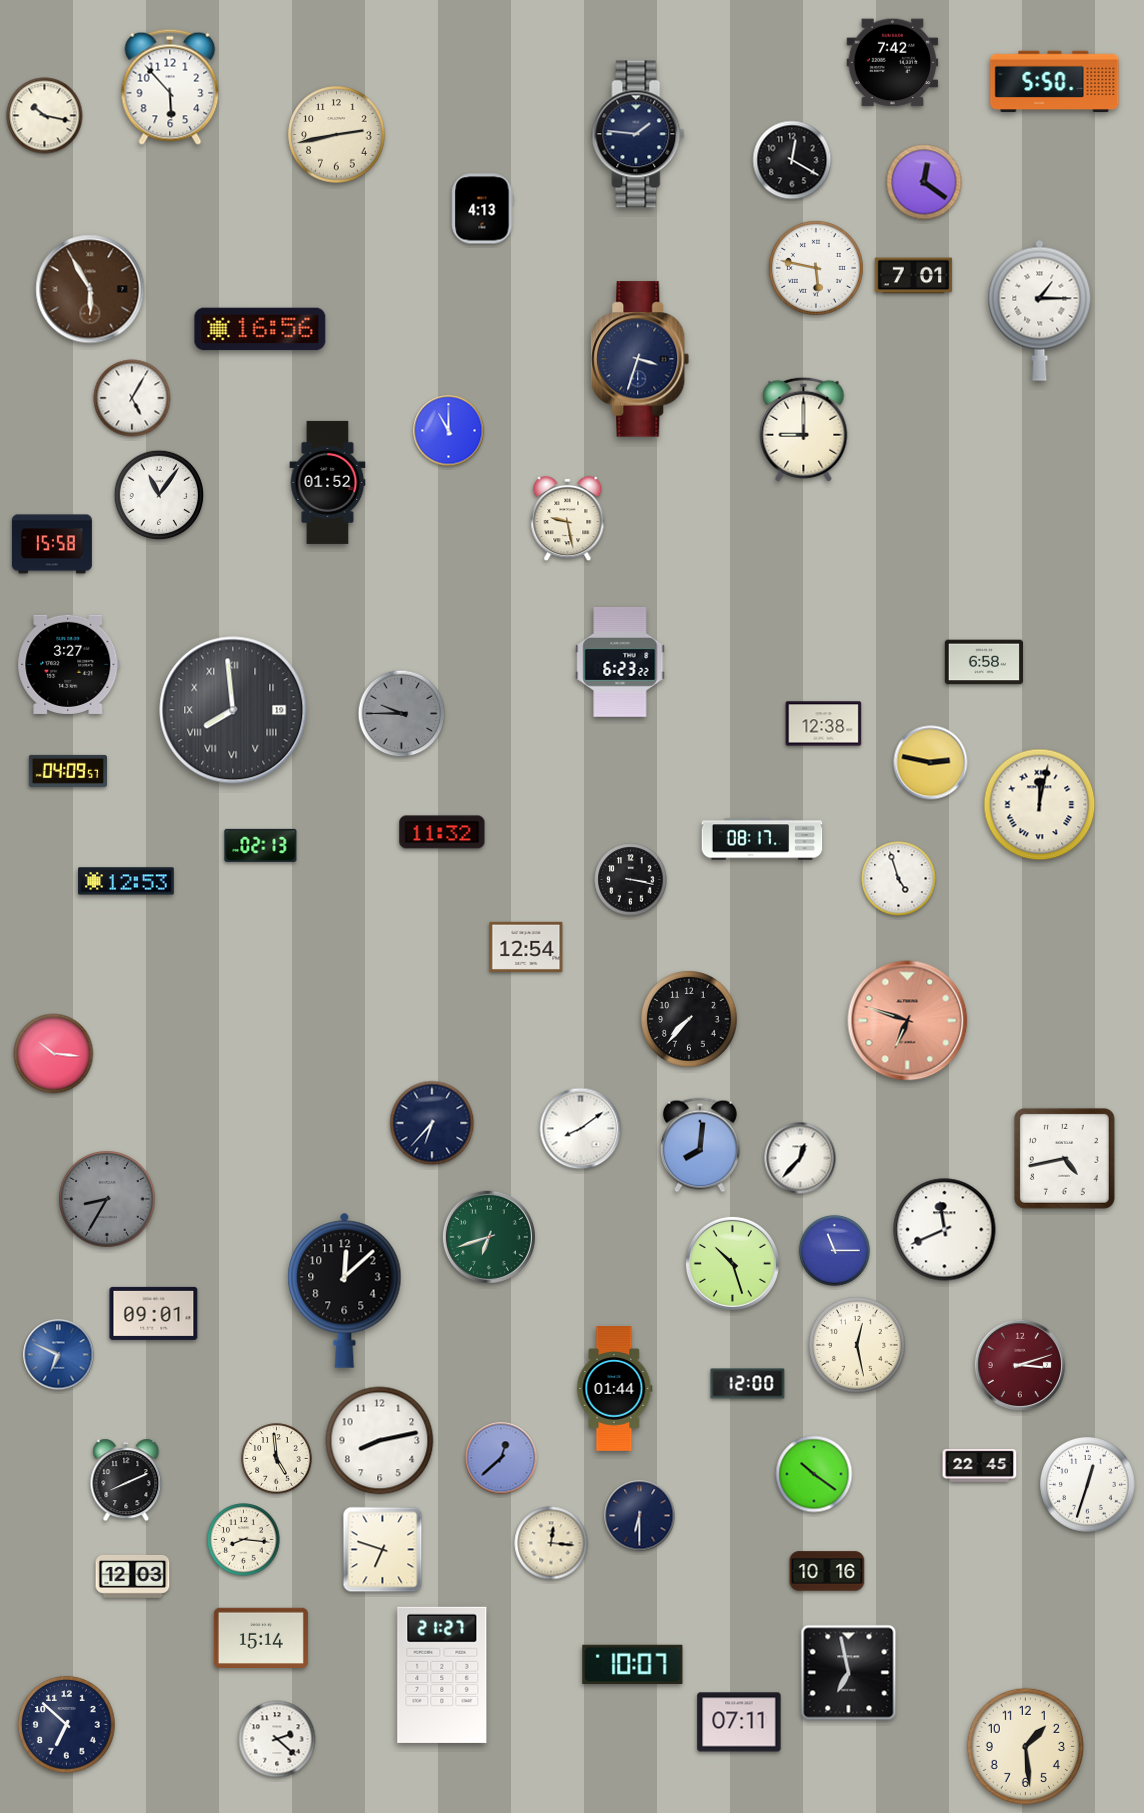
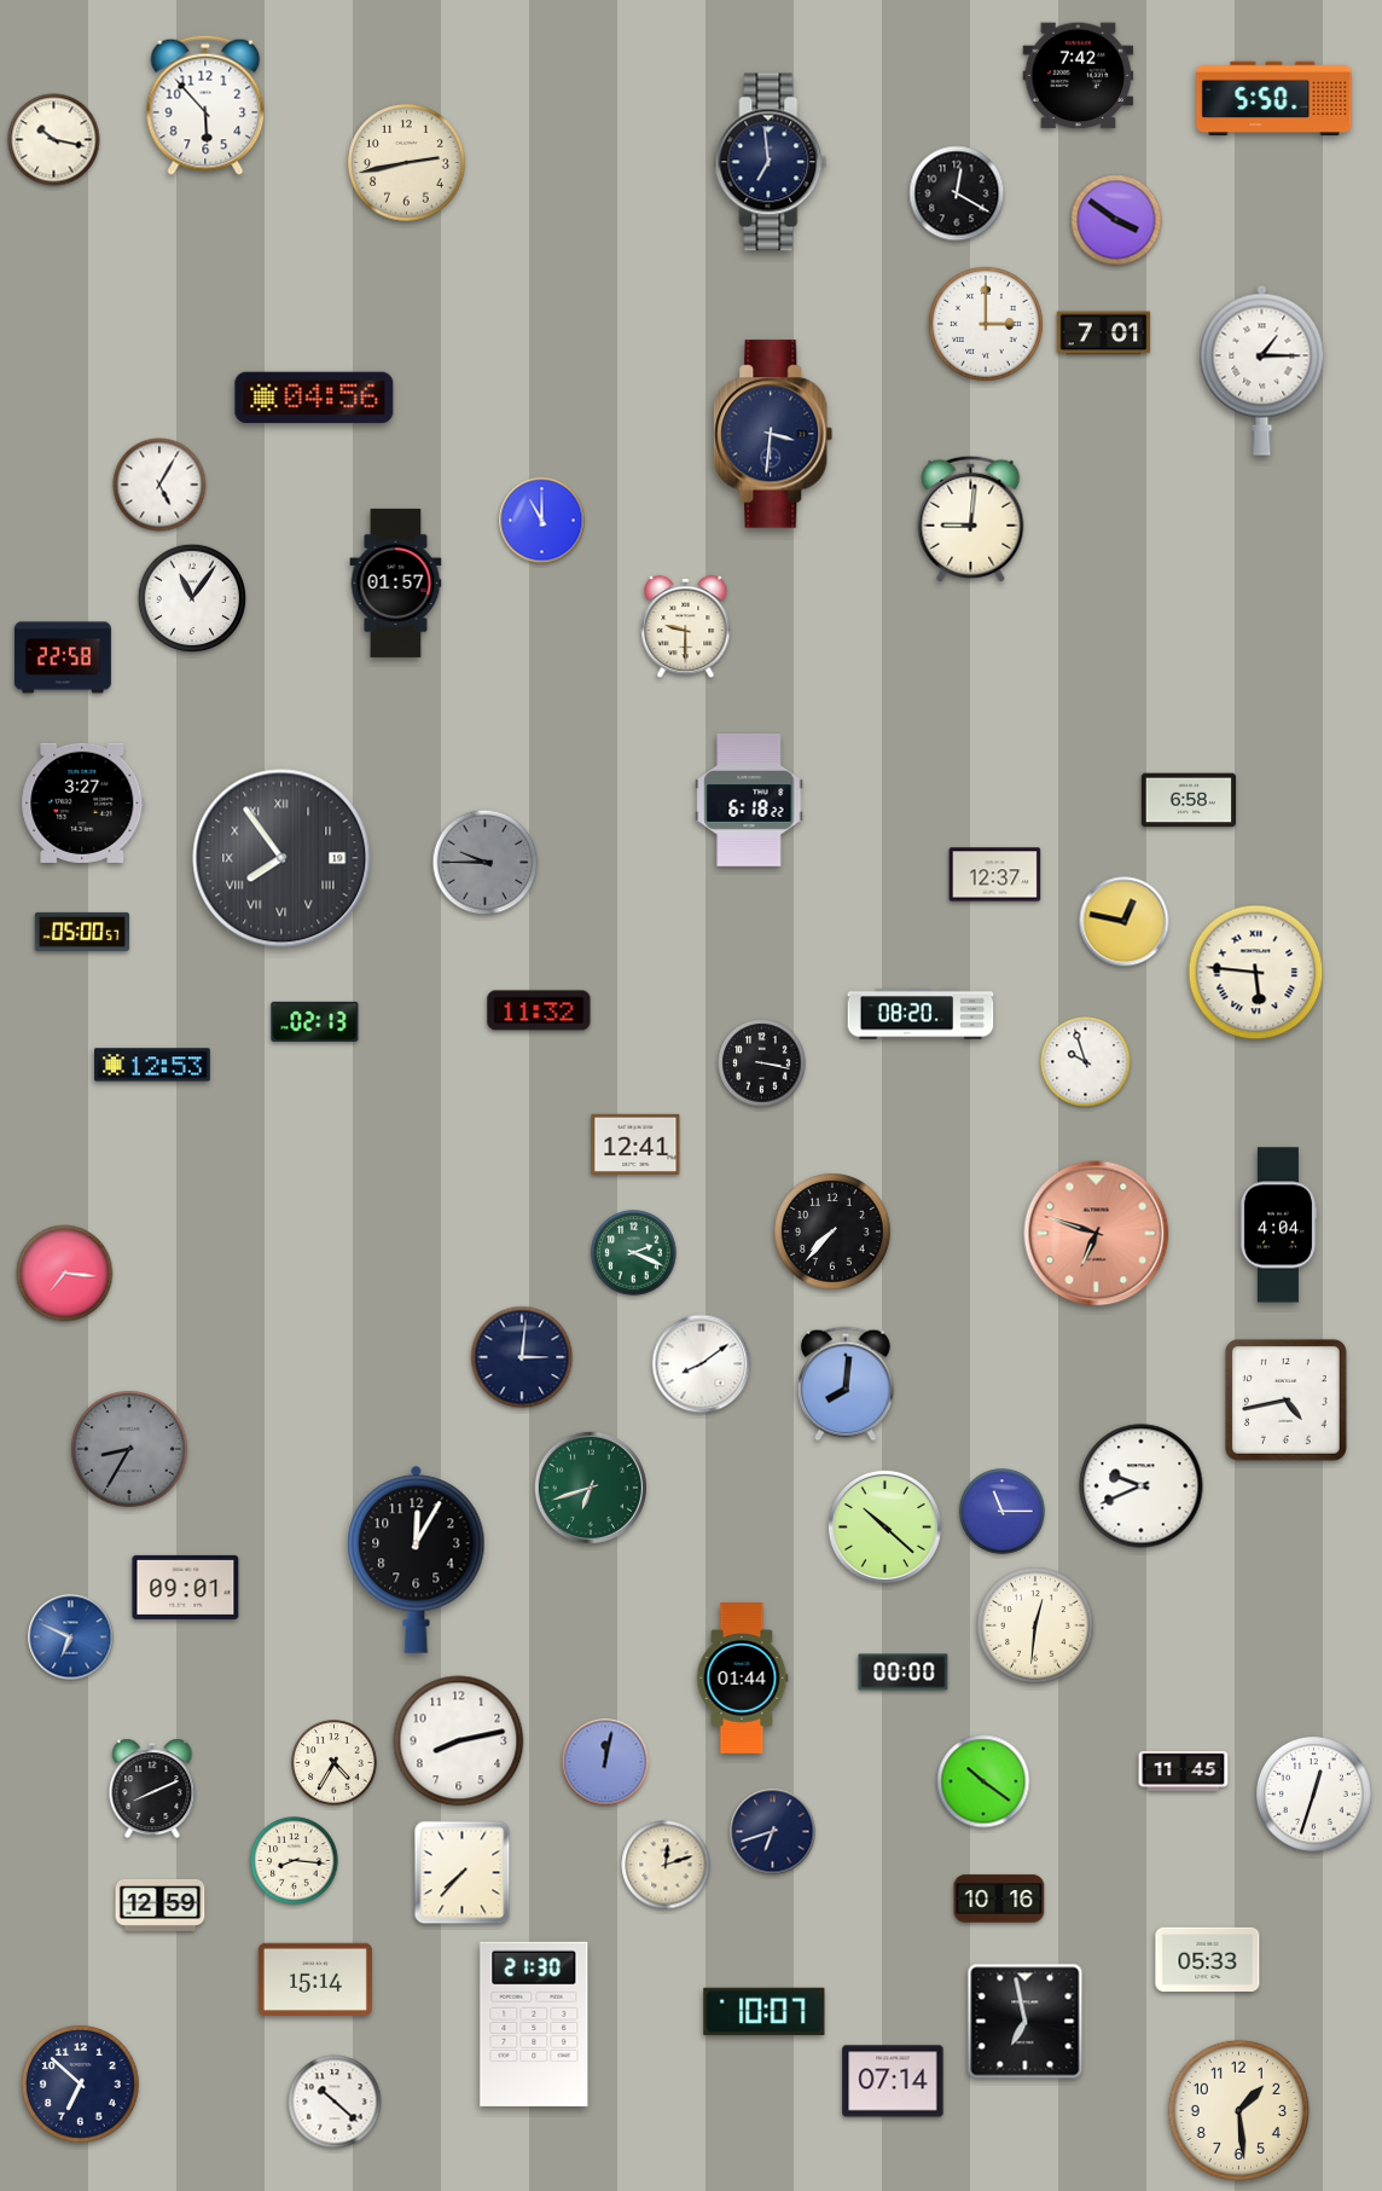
clock at (638, 134): 1:46 -> 6:59
clock at (924, 182): 12:21 -> 3:51
clock at (483, 209): 4:13 -> none
clock at (816, 268): 5:47 -> 3:00
clock at (90, 289): 5:55 -> none
clock at (1040, 310) position: (1040, 310) -> (1262, 370)
clock at (260, 329): 16:56 -> 04:56
clock at (640, 359): 3:33 -> 3:31
clock at (132, 398) position: (132, 398) -> (159, 485)
clock at (804, 429): 9:00 -> 9:01
clock at (328, 482): 01:52 -> 01:57
clock at (568, 519): 9:28 -> 9:30
clock at (52, 544): 15:58 -> 22:58
clock at (620, 663): 6:23 -> 6:18
clock at (233, 710): 7:59 -> 7:54
clock at (824, 724): 12:38 -> 12:37
clock at (931, 763): 2:47 -> 12:47
clock at (67, 771): 04:09 -> 05:00
clock at (1040, 805): 12:02 -> 5:46
clock at (442, 832) position: (442, 832) -> (539, 1010)
clock at (762, 839): 08:17 -> 08:20
clock at (899, 879): 4:57 -> 9:57
clock at (526, 947): 12:54 -> 12:41
clock at (1278, 1225): none -> 4:04
clock at (634, 1253): none -> 2:19
clock at (54, 1054): 10:16 -> 7:16
clock at (432, 1123): 6:37 -> 3:01
clock at (800, 1158): 12:37 -> none
clock at (945, 1230): 11:41 -> 9:41
clock at (489, 1237) position: (489, 1237) -> (591, 1488)
clock at (835, 1251) position: (835, 1251) -> (1003, 1512)
clock at (732, 1263): 10:27 -> 10:22
clock at (345, 1290): 12:08 -> 12:05
clock at (857, 1345): 12:28 -> 12:31
clock at (1020, 1365): 3:12 -> none
clock at (748, 1384): 12:00 -> 00:00
clock at (501, 1458): 12:38 -> 12:02
clock at (277, 1459): 4:59 -> 4:35
clock at (980, 1465): 22:45 -> 11:45
clock at (640, 1516): 6:30 -> 6:42
clock at (551, 1543): 12:16 -> 12:12
clock at (383, 1550): 6:48 -> 7:37
clock at (133, 1576): 12:03 -> 12:59
clock at (1208, 1959): none -> 05:33
clock at (442, 1675): 21:27 -> 21:30
clock at (739, 1722): 07:11 -> 07:14
clock at (277, 1739): 2:22 -> 10:22
